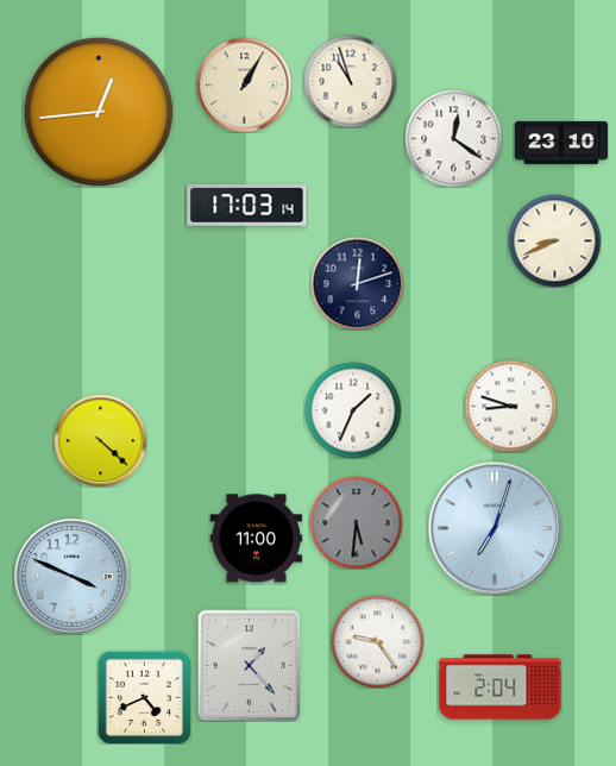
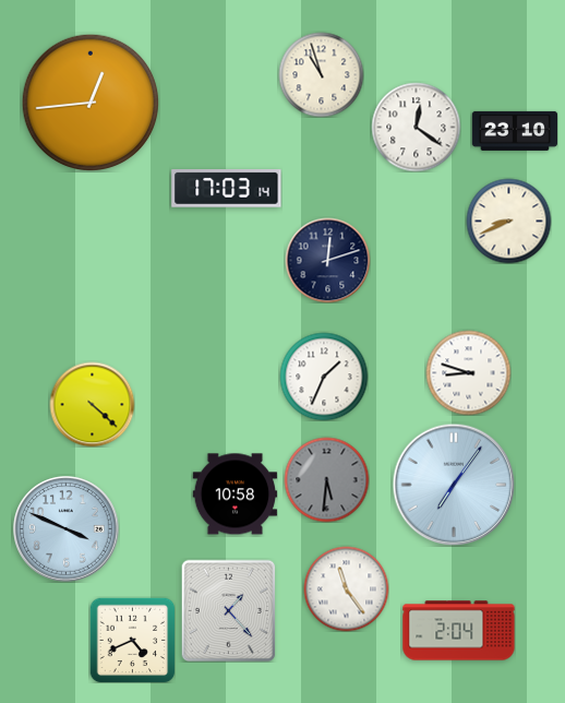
clock at (244, 84): 1:05 -> none
clock at (495, 528): 7:03 -> 7:06
clock at (256, 539): 11:00 -> 10:58
clock at (377, 641): 9:24 -> 11:24
